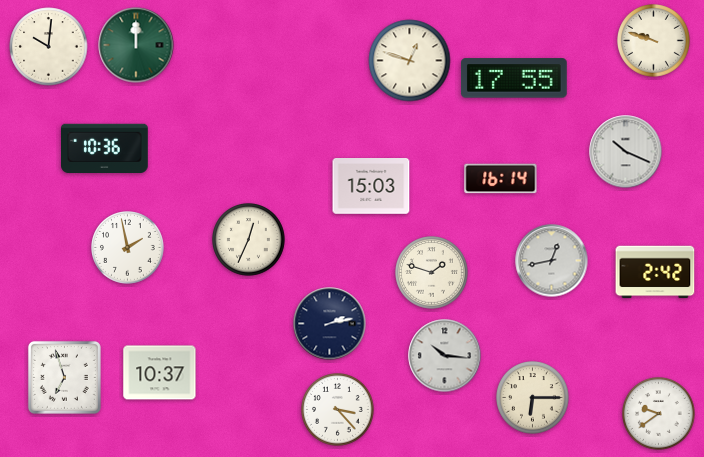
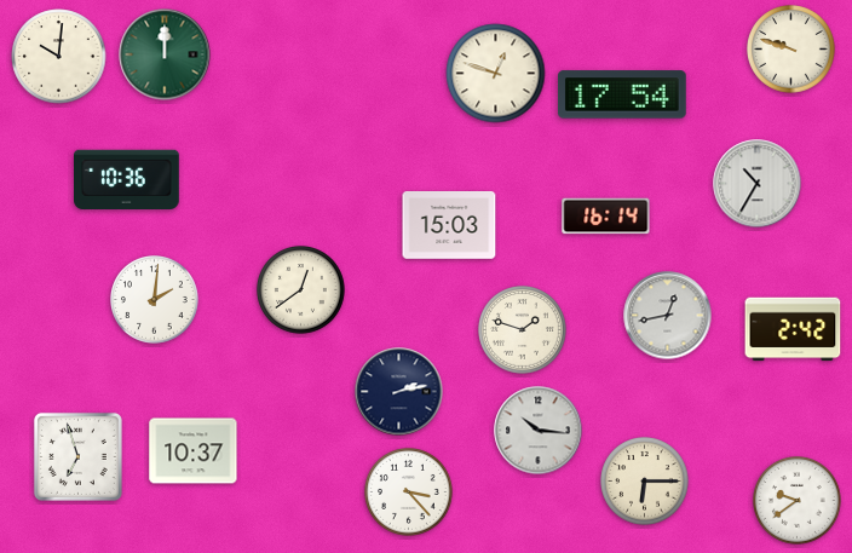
clock at (514, 78): 17:55 -> 17:54
clock at (626, 152): 10:19 -> 10:35
clock at (249, 240): 12:34 -> 12:39
clock at (128, 248): 1:58 -> 2:01
clock at (338, 410) position: (338, 410) -> (409, 492)
